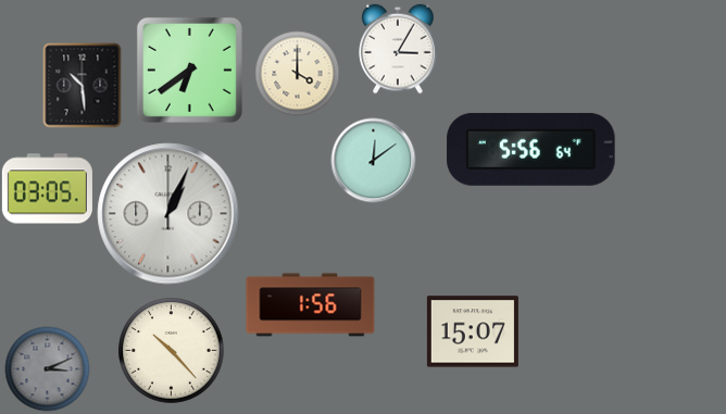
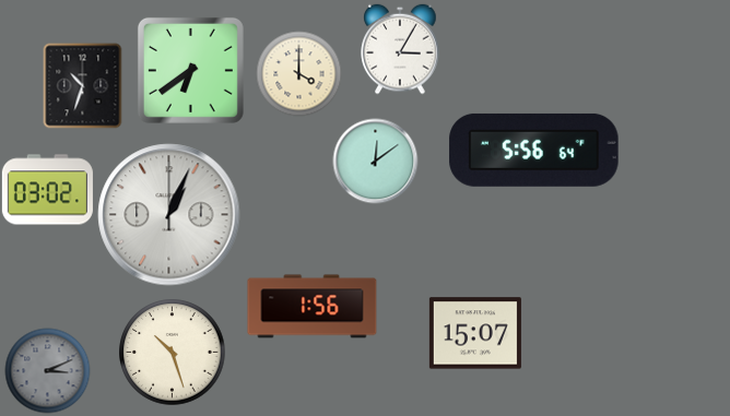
clock at (83, 85): 10:29 -> 10:33
clock at (47, 189): 03:05 -> 03:02
clock at (172, 351): 10:23 -> 10:27
